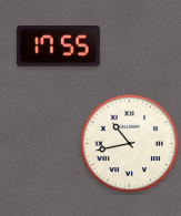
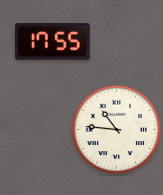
clock at (130, 144): 10:43 -> 10:46
